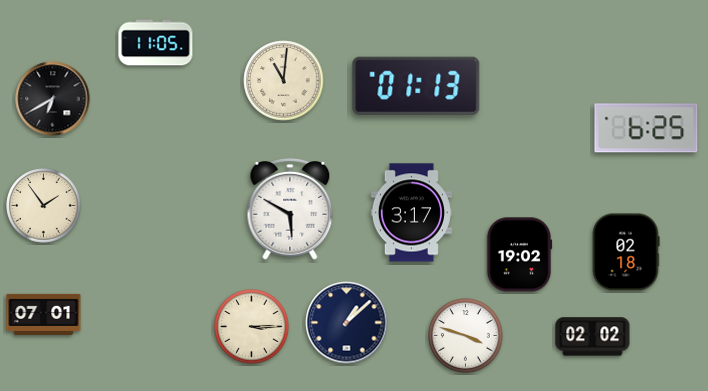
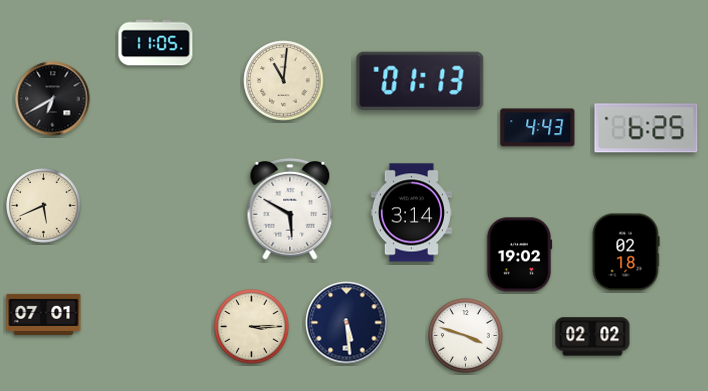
clock at (416, 86) position: (416, 86) -> (420, 81)
clock at (538, 128): none -> 4:43
clock at (44, 206): 1:54 -> 5:41
clock at (411, 213): 3:17 -> 3:14
clock at (347, 323): 1:08 -> 5:29
